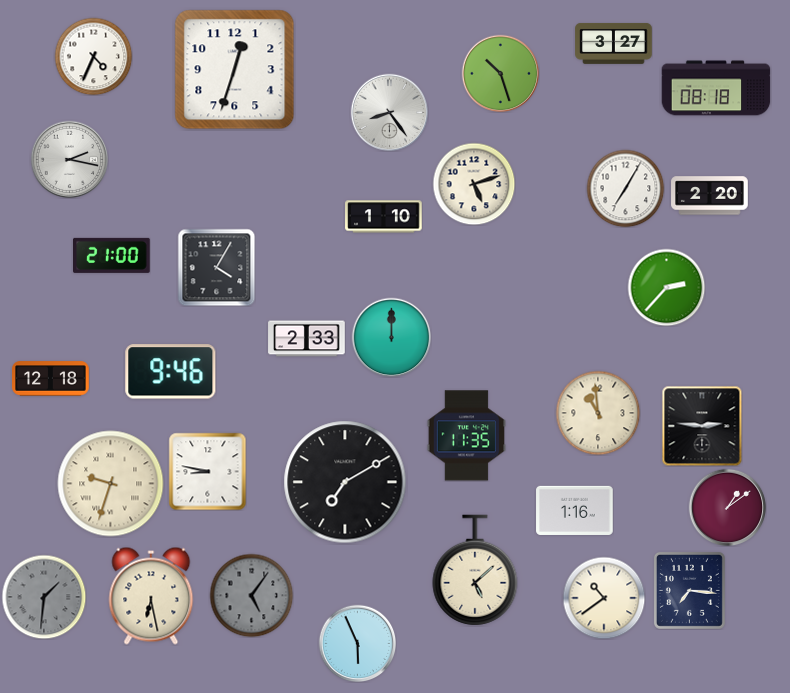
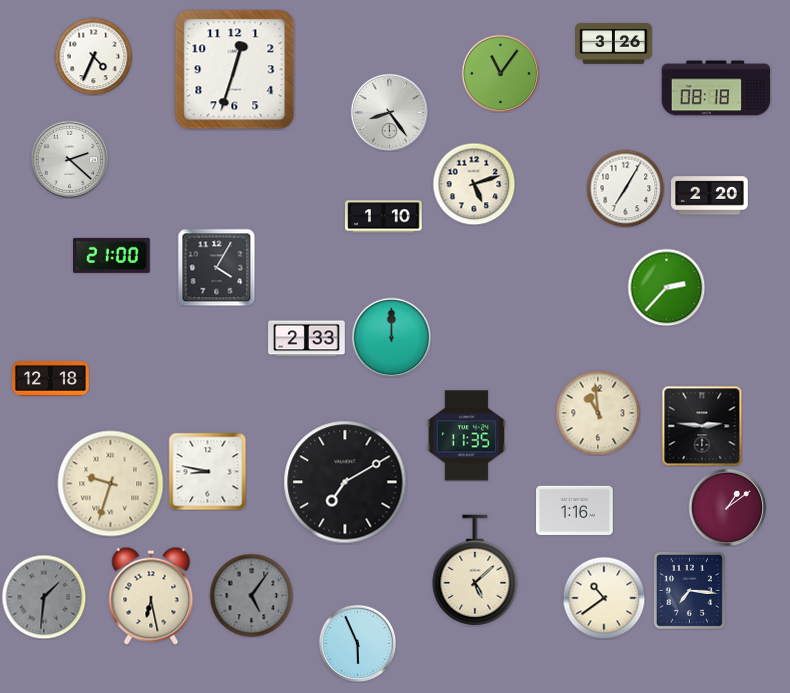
clock at (614, 43): 3:27 -> 3:26
clock at (500, 73): 10:27 -> 11:06
clock at (69, 159): 2:17 -> 2:22
clock at (171, 372): 9:46 -> none
